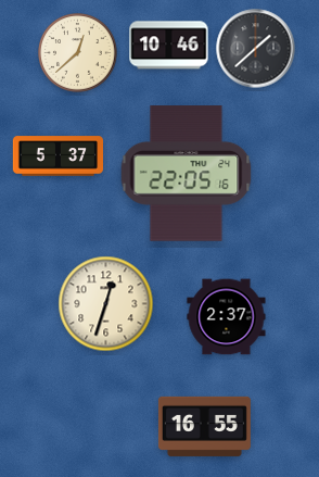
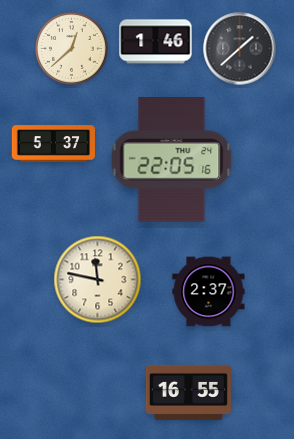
clock at (169, 46): 10:46 -> 1:46
clock at (256, 49) position: (256, 49) -> (240, 49)
clock at (106, 304): 12:33 -> 11:47
